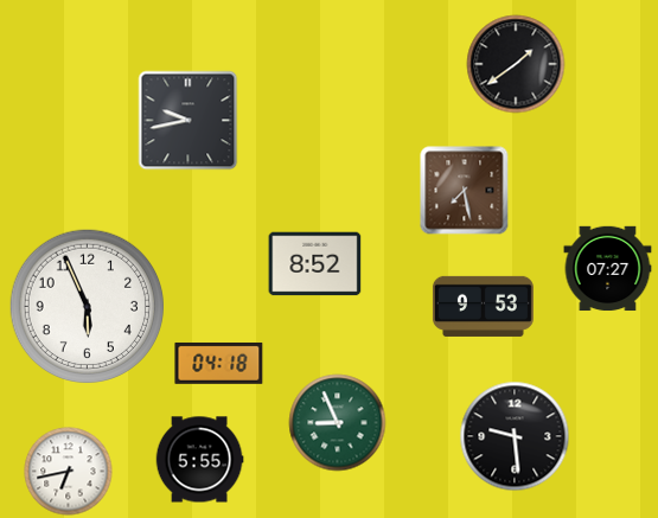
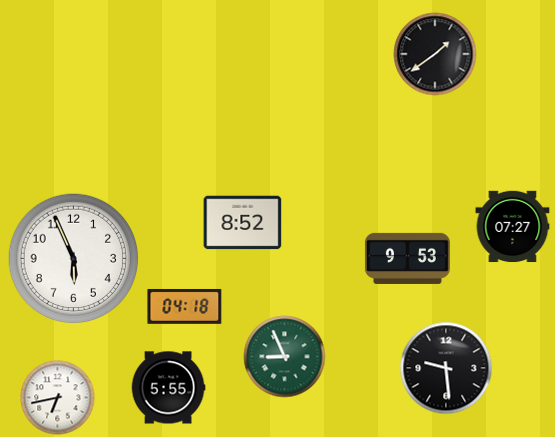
clock at (189, 121): 9:43 -> none
clock at (465, 191): 7:28 -> none
clock at (315, 264) position: (315, 264) -> (243, 223)
clock at (515, 436) position: (515, 436) -> (446, 368)
